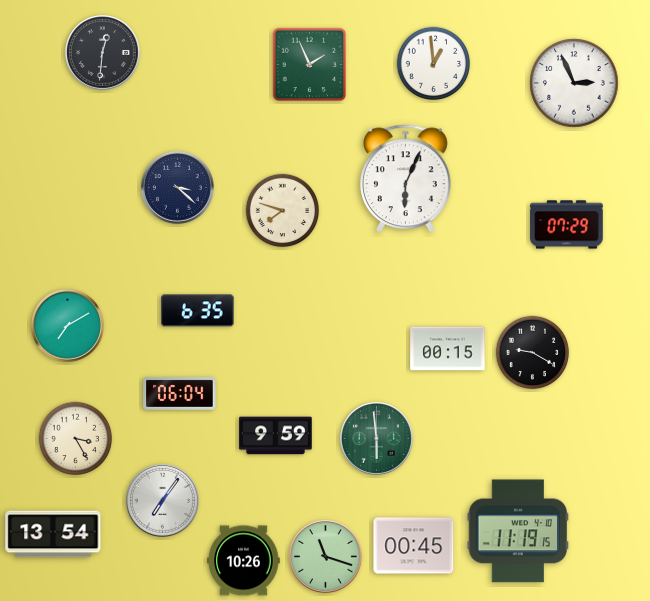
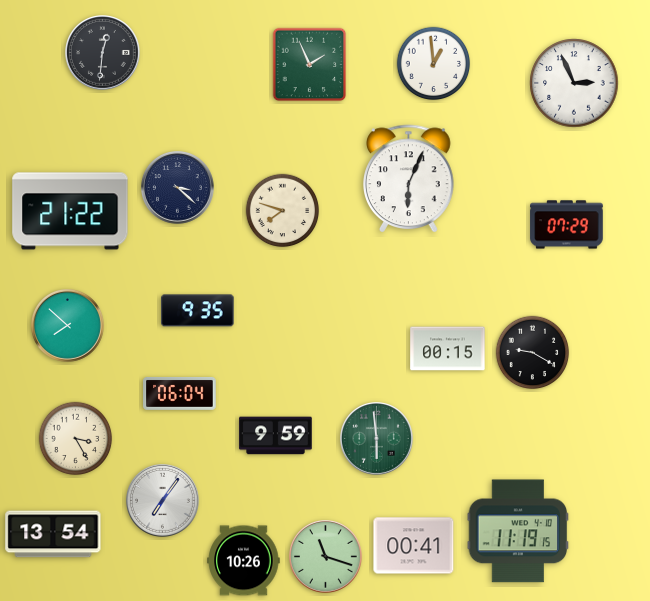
clock at (406, 179) position: (406, 179) -> (409, 179)
clock at (70, 211): none -> 21:22
clock at (198, 311): 6:35 -> 9:35
clock at (68, 326): 7:10 -> 7:52
clock at (414, 546): 00:45 -> 00:41
